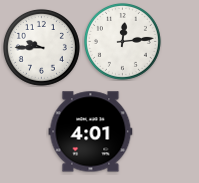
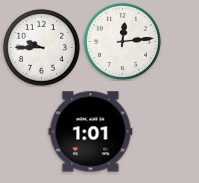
clock at (91, 132): 4:01 -> 1:01
